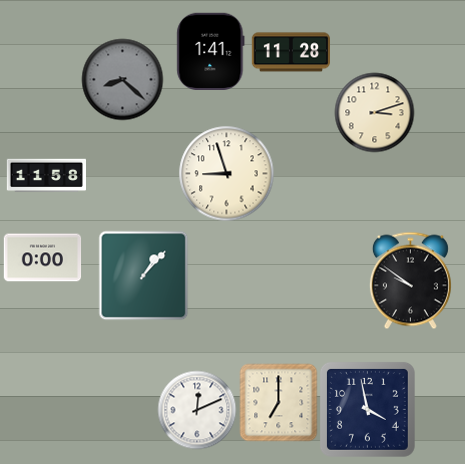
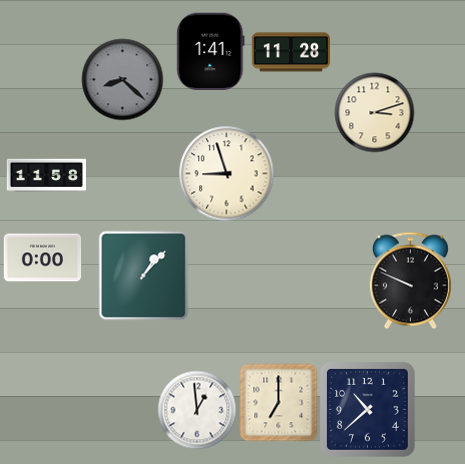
clock at (410, 280): 9:51 -> 9:49
clock at (367, 409): 3:58 -> 10:38
clock at (197, 410): 12:11 -> 12:59
